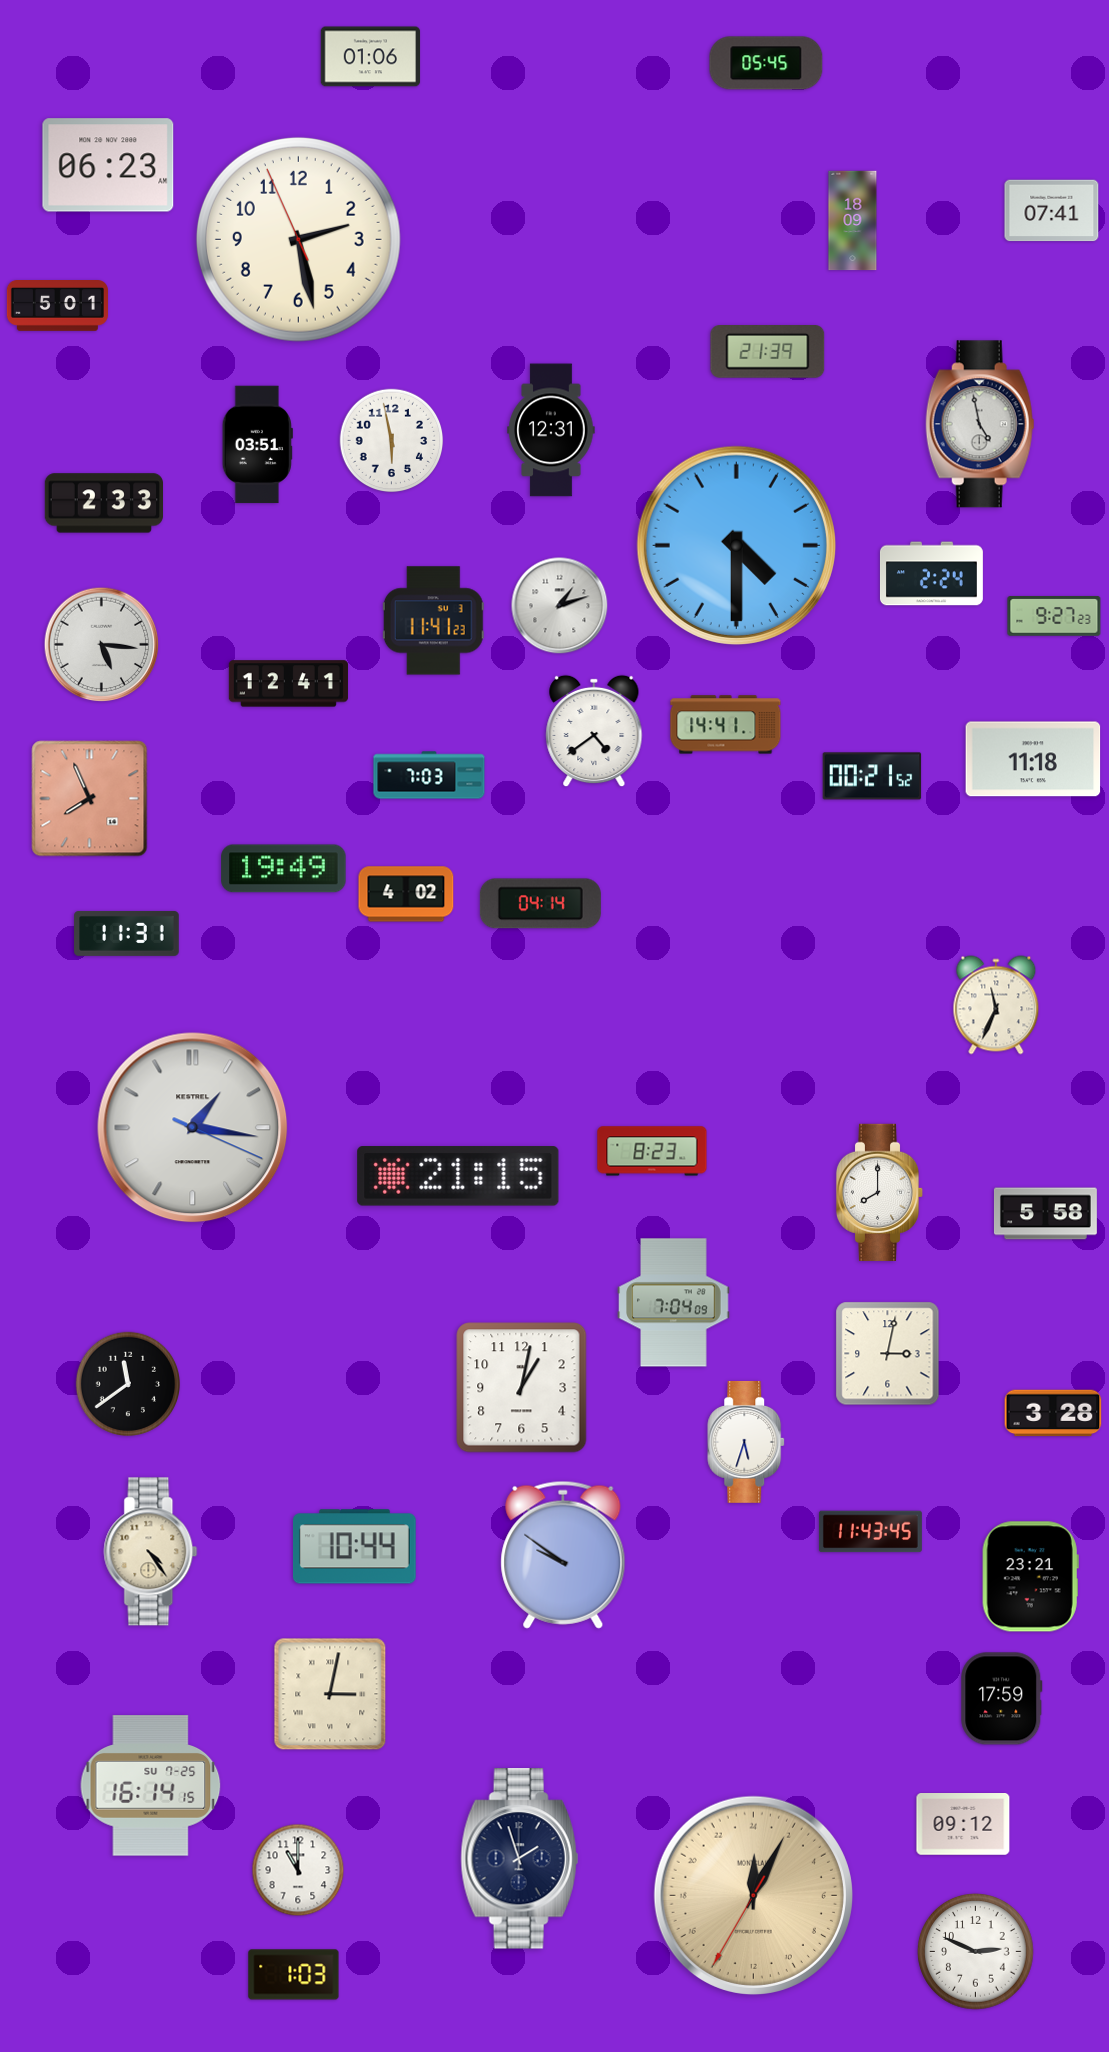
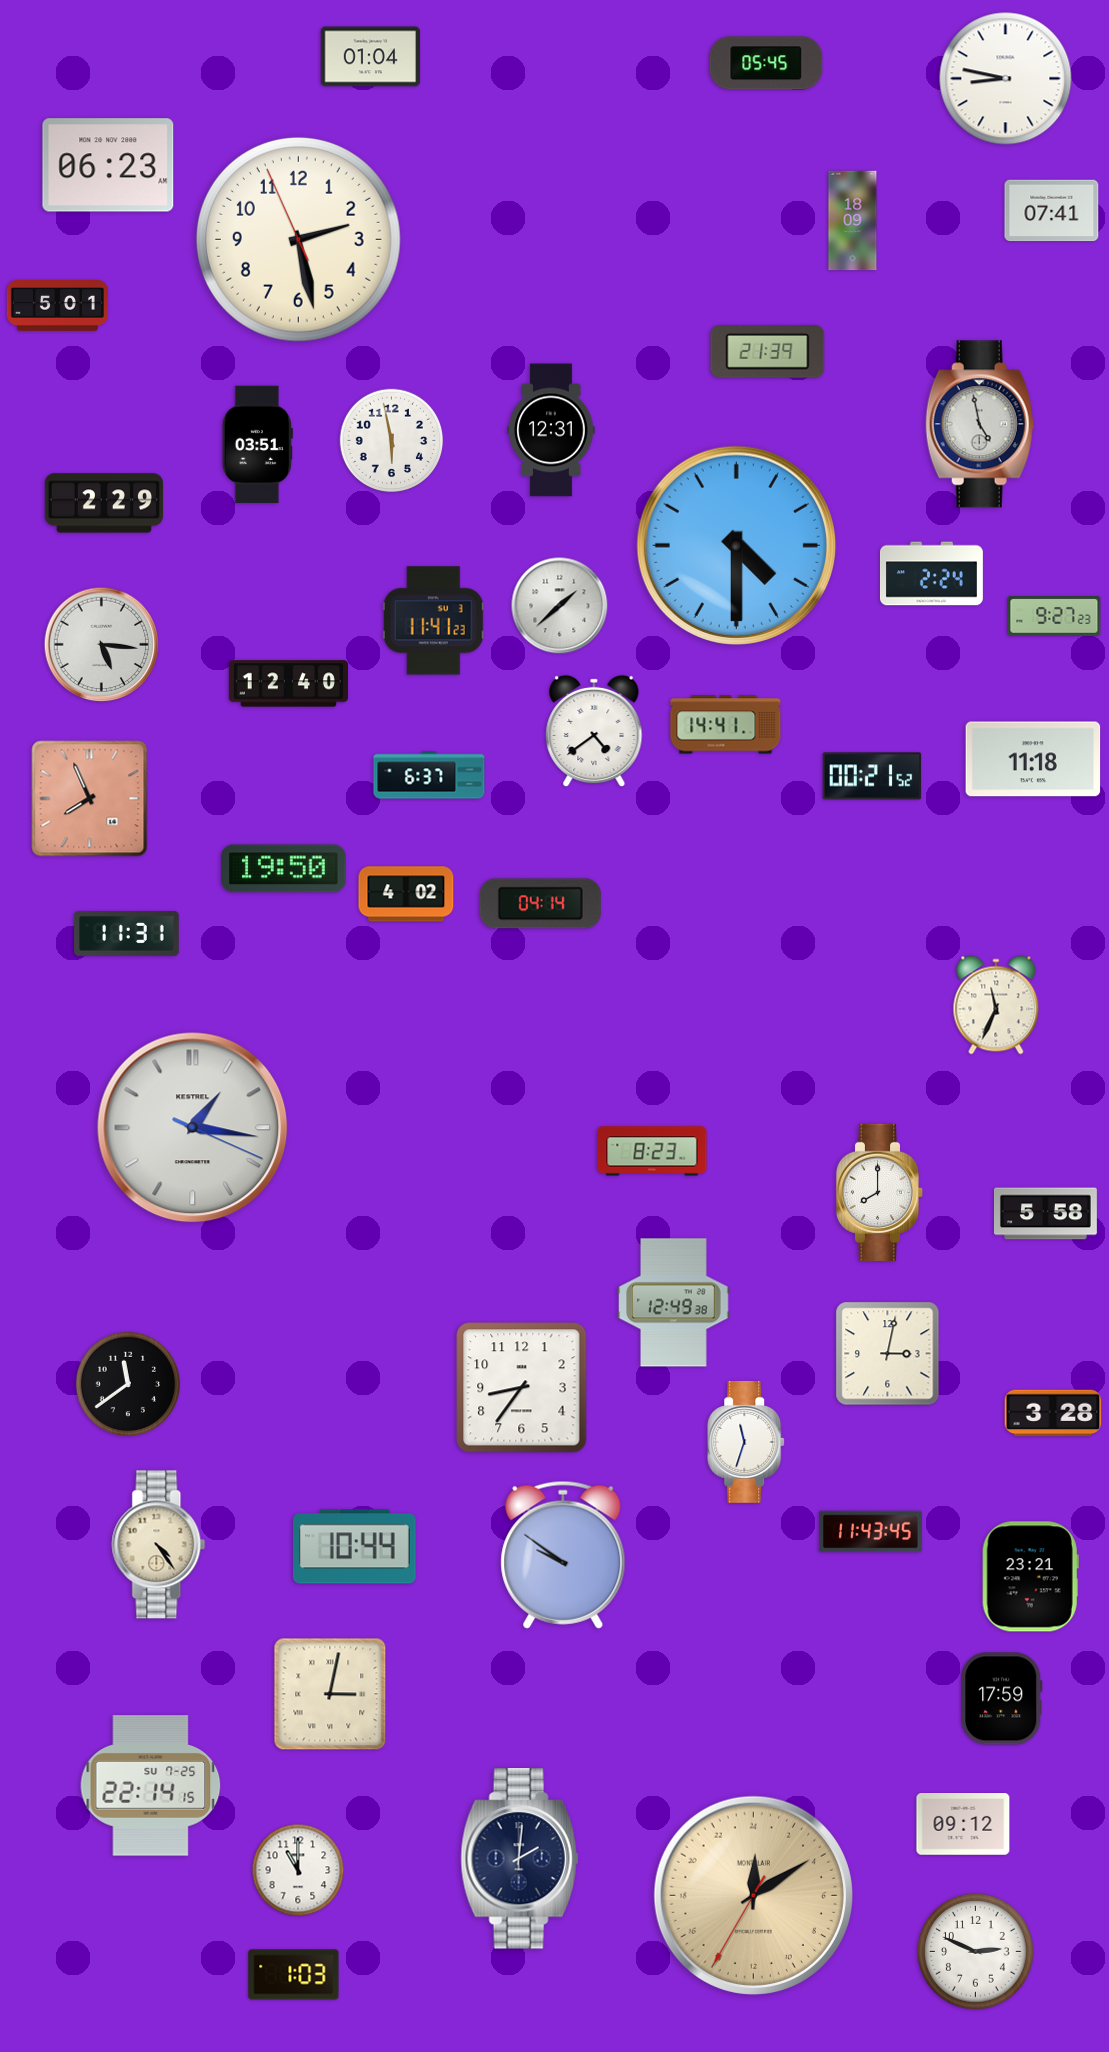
clock at (371, 57): 01:06 -> 01:04
clock at (1006, 79): none -> 8:47
clock at (104, 503): 2:33 -> 2:29
clock at (560, 606): 1:12 -> 1:38
clock at (288, 684): 12:41 -> 12:40
clock at (429, 775): 7:03 -> 6:37
clock at (284, 869): 19:49 -> 19:50
clock at (458, 1176): 21:15 -> none
clock at (674, 1303): 7:04 -> 12:49
clock at (522, 1388): 1:02 -> 8:36
clock at (747, 1442): 5:33 -> 11:33
clock at (151, 1552) position: (151, 1552) -> (159, 1545)
clock at (151, 1786): 16:14 -> 22:14
clock at (520, 1859): 1:57 -> 2:01
clock at (753, 1895): 0:04 -> 0:09
